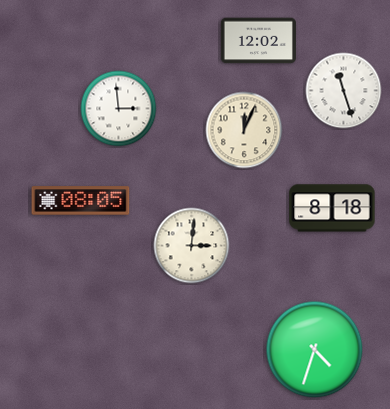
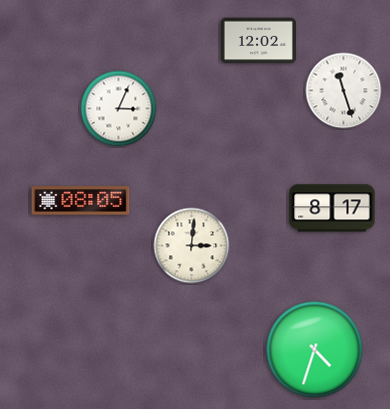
clock at (119, 109): 2:59 -> 3:04
clock at (244, 130): 12:04 -> none
clock at (332, 208): 8:18 -> 8:17
